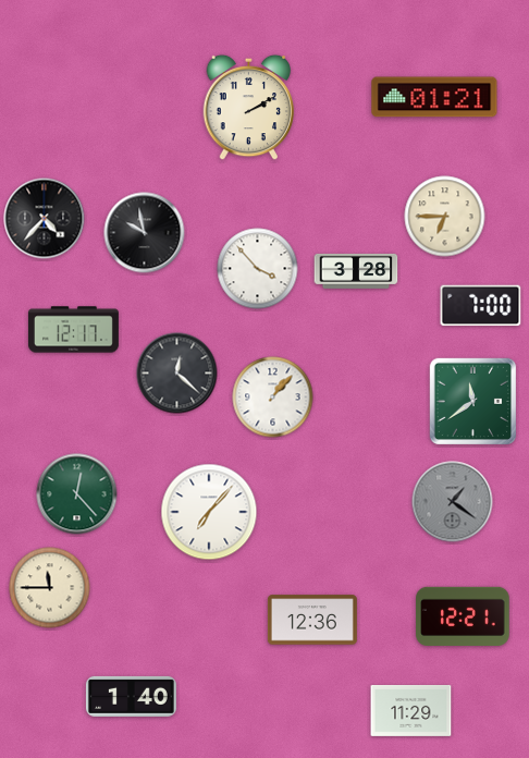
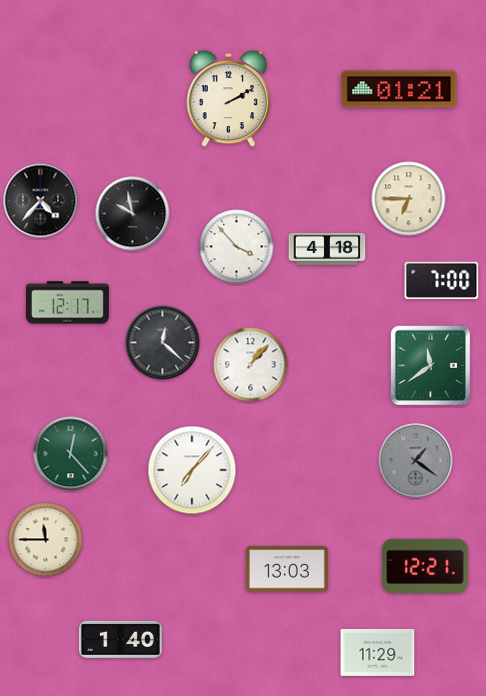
clock at (356, 271): 3:28 -> 4:18
clock at (473, 402) position: (473, 402) -> (431, 366)
clock at (312, 620): 12:36 -> 13:03
